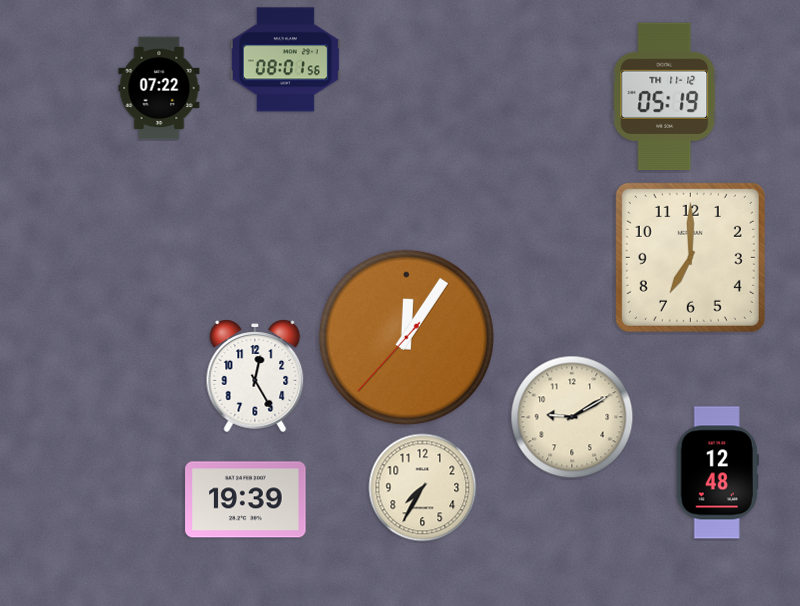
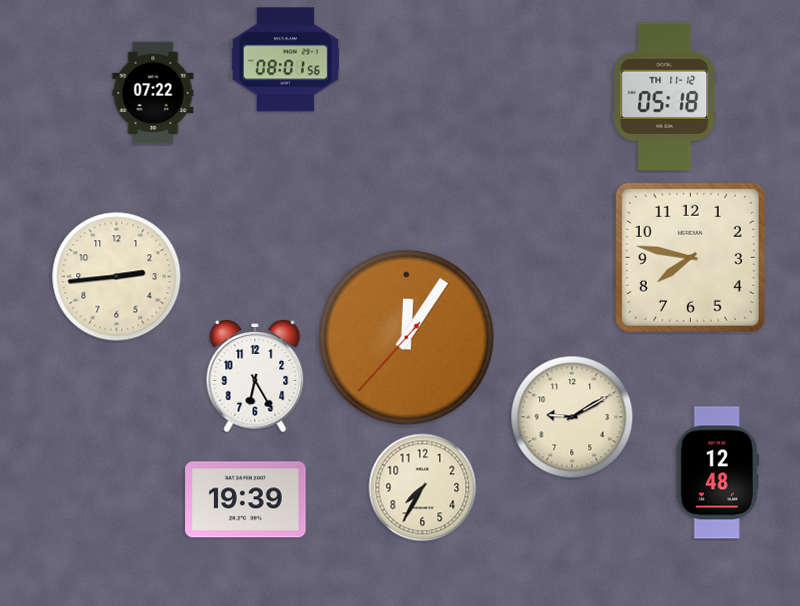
clock at (159, 88) position: (159, 88) -> (153, 93)
clock at (665, 97): 05:19 -> 05:18
clock at (690, 257): 7:00 -> 7:47
clock at (117, 277): none -> 2:44
clock at (255, 376): 12:25 -> 6:25
